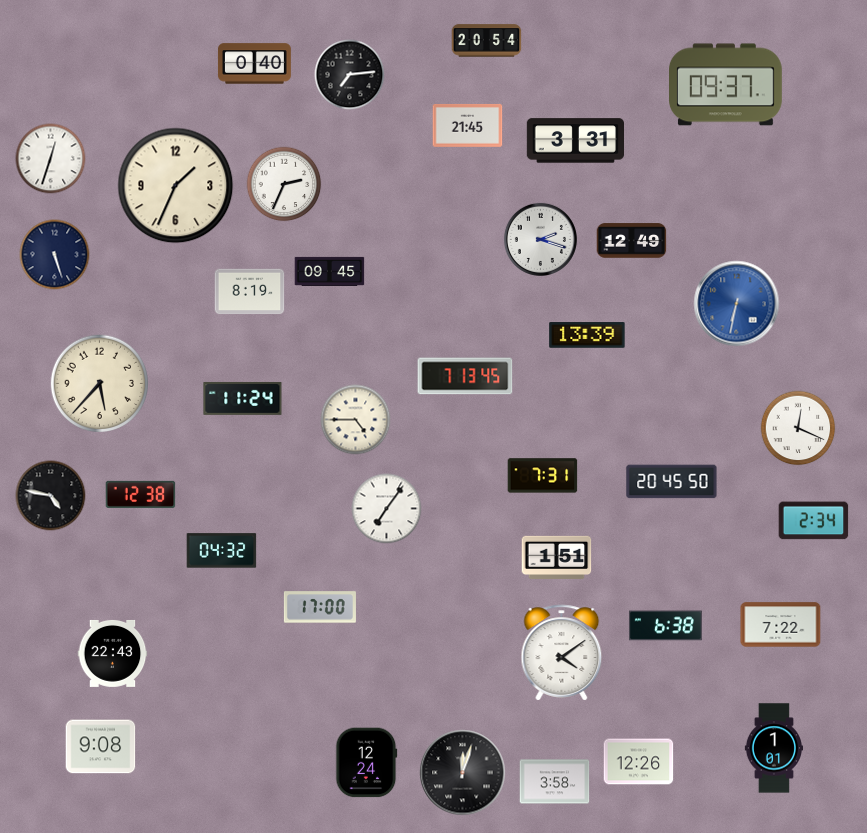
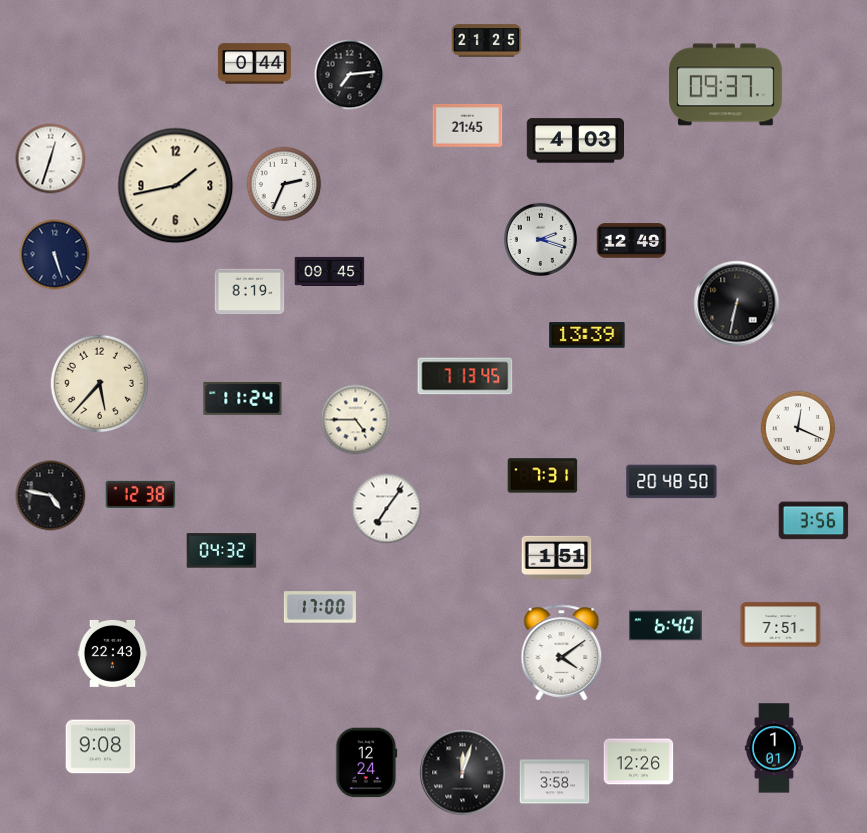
clock at (487, 41): 20:54 -> 21:25
clock at (254, 64): 0:40 -> 0:44
clock at (575, 141): 3:31 -> 4:03
clock at (176, 186): 1:34 -> 1:43
clock at (737, 304) dial: blue -> black
clock at (672, 482): 20:45 -> 20:48
clock at (814, 521): 2:34 -> 3:56
clock at (781, 625): 7:22 -> 7:51
clock at (665, 626): 6:38 -> 6:40
